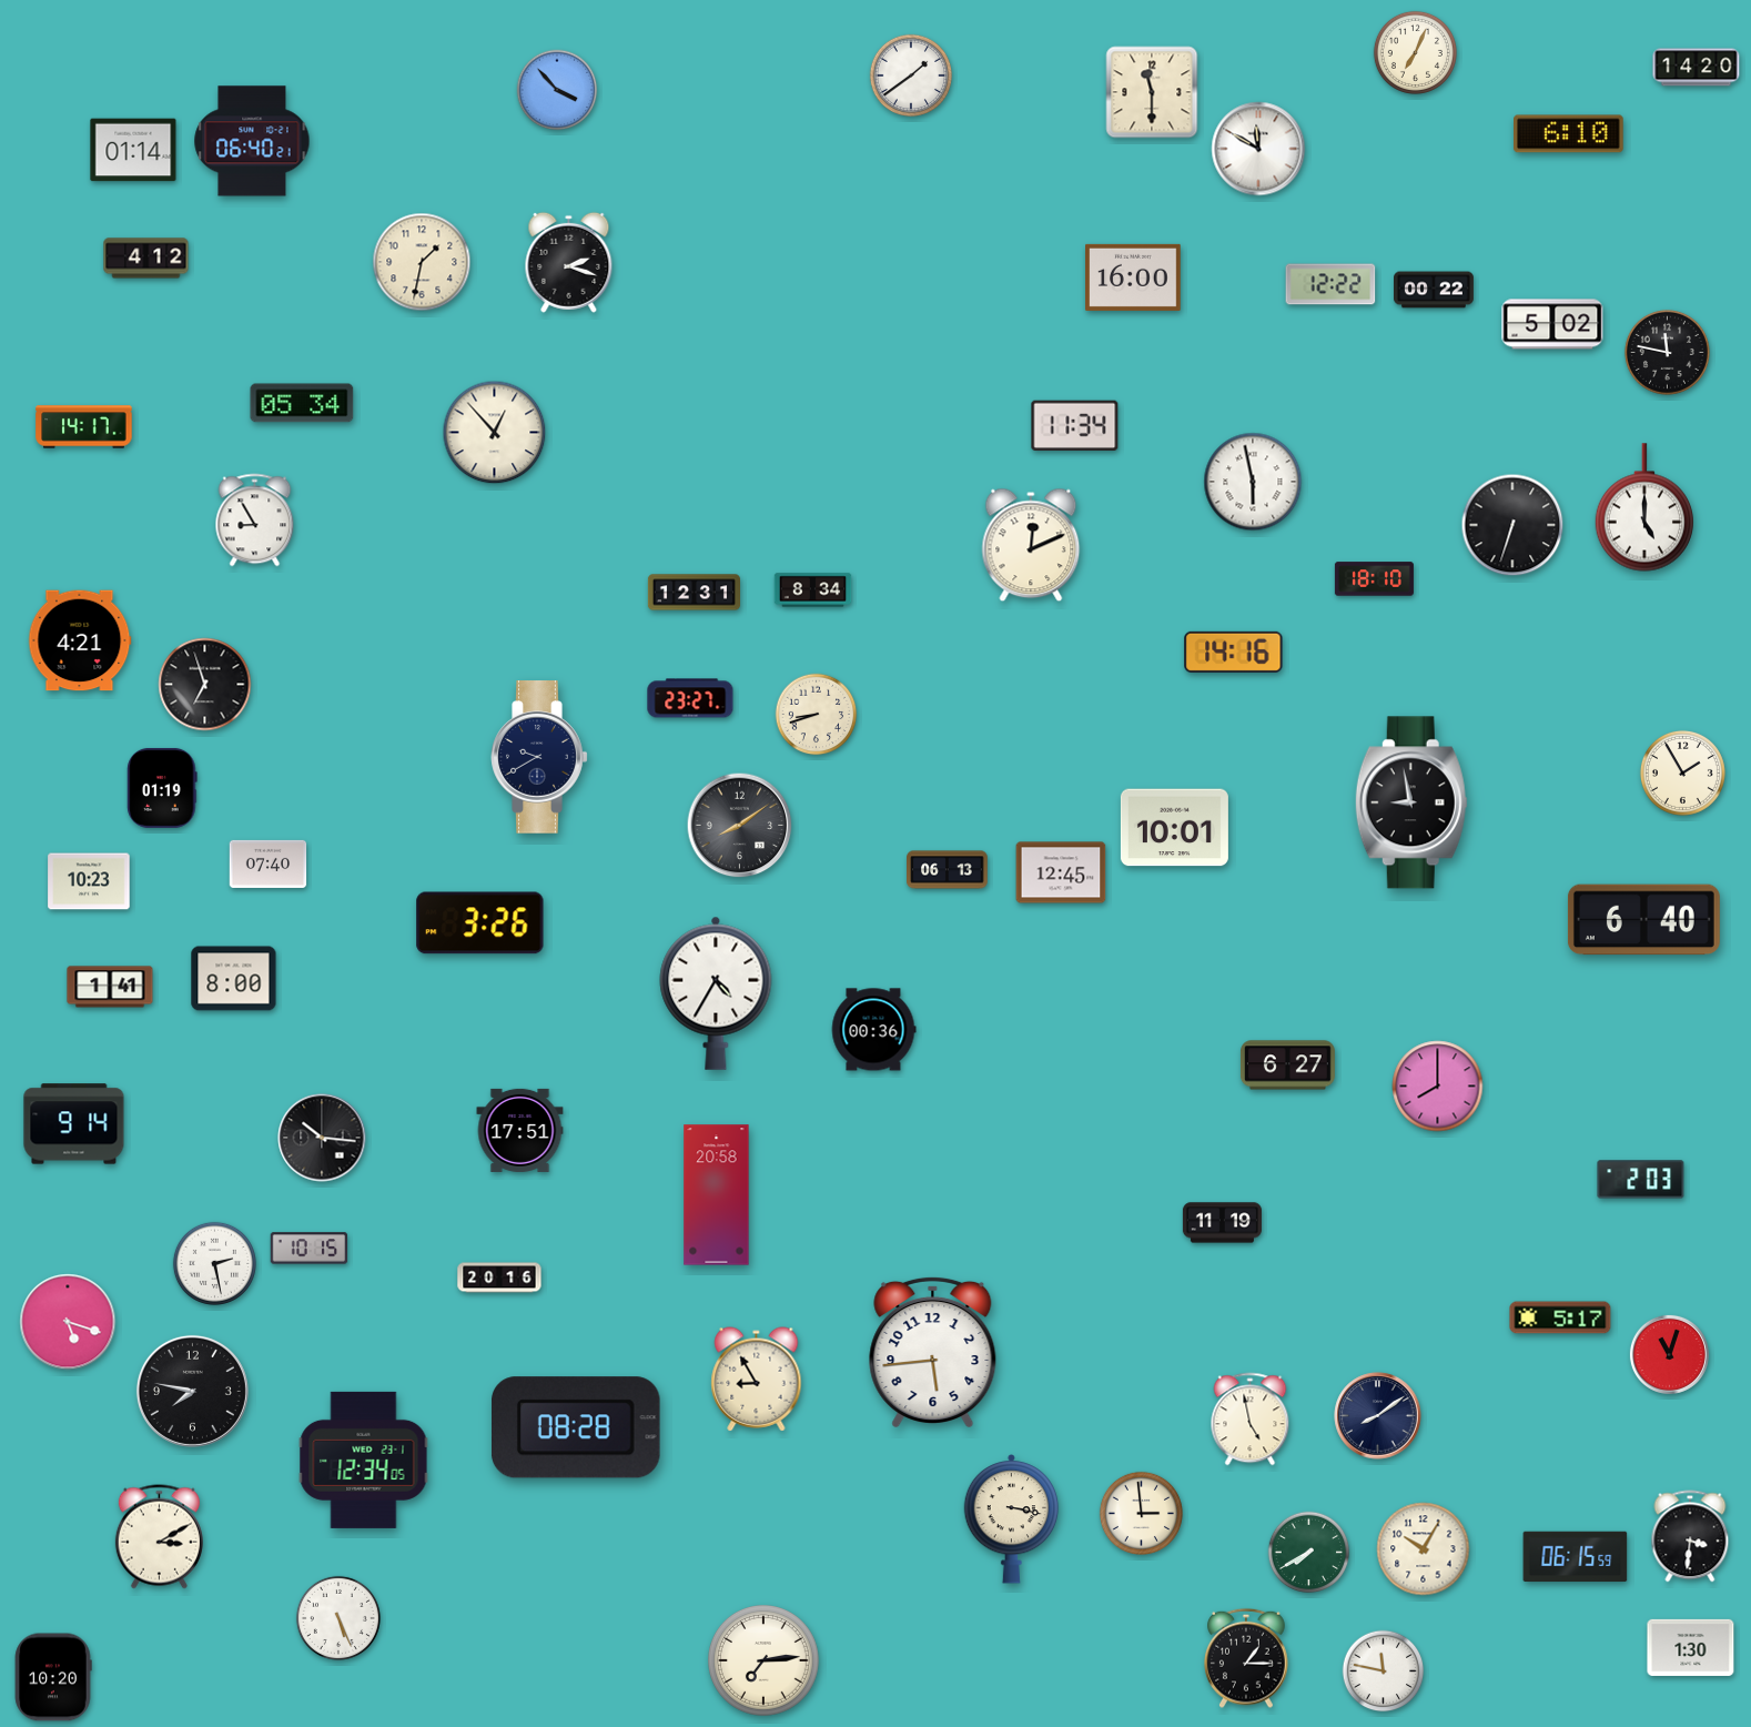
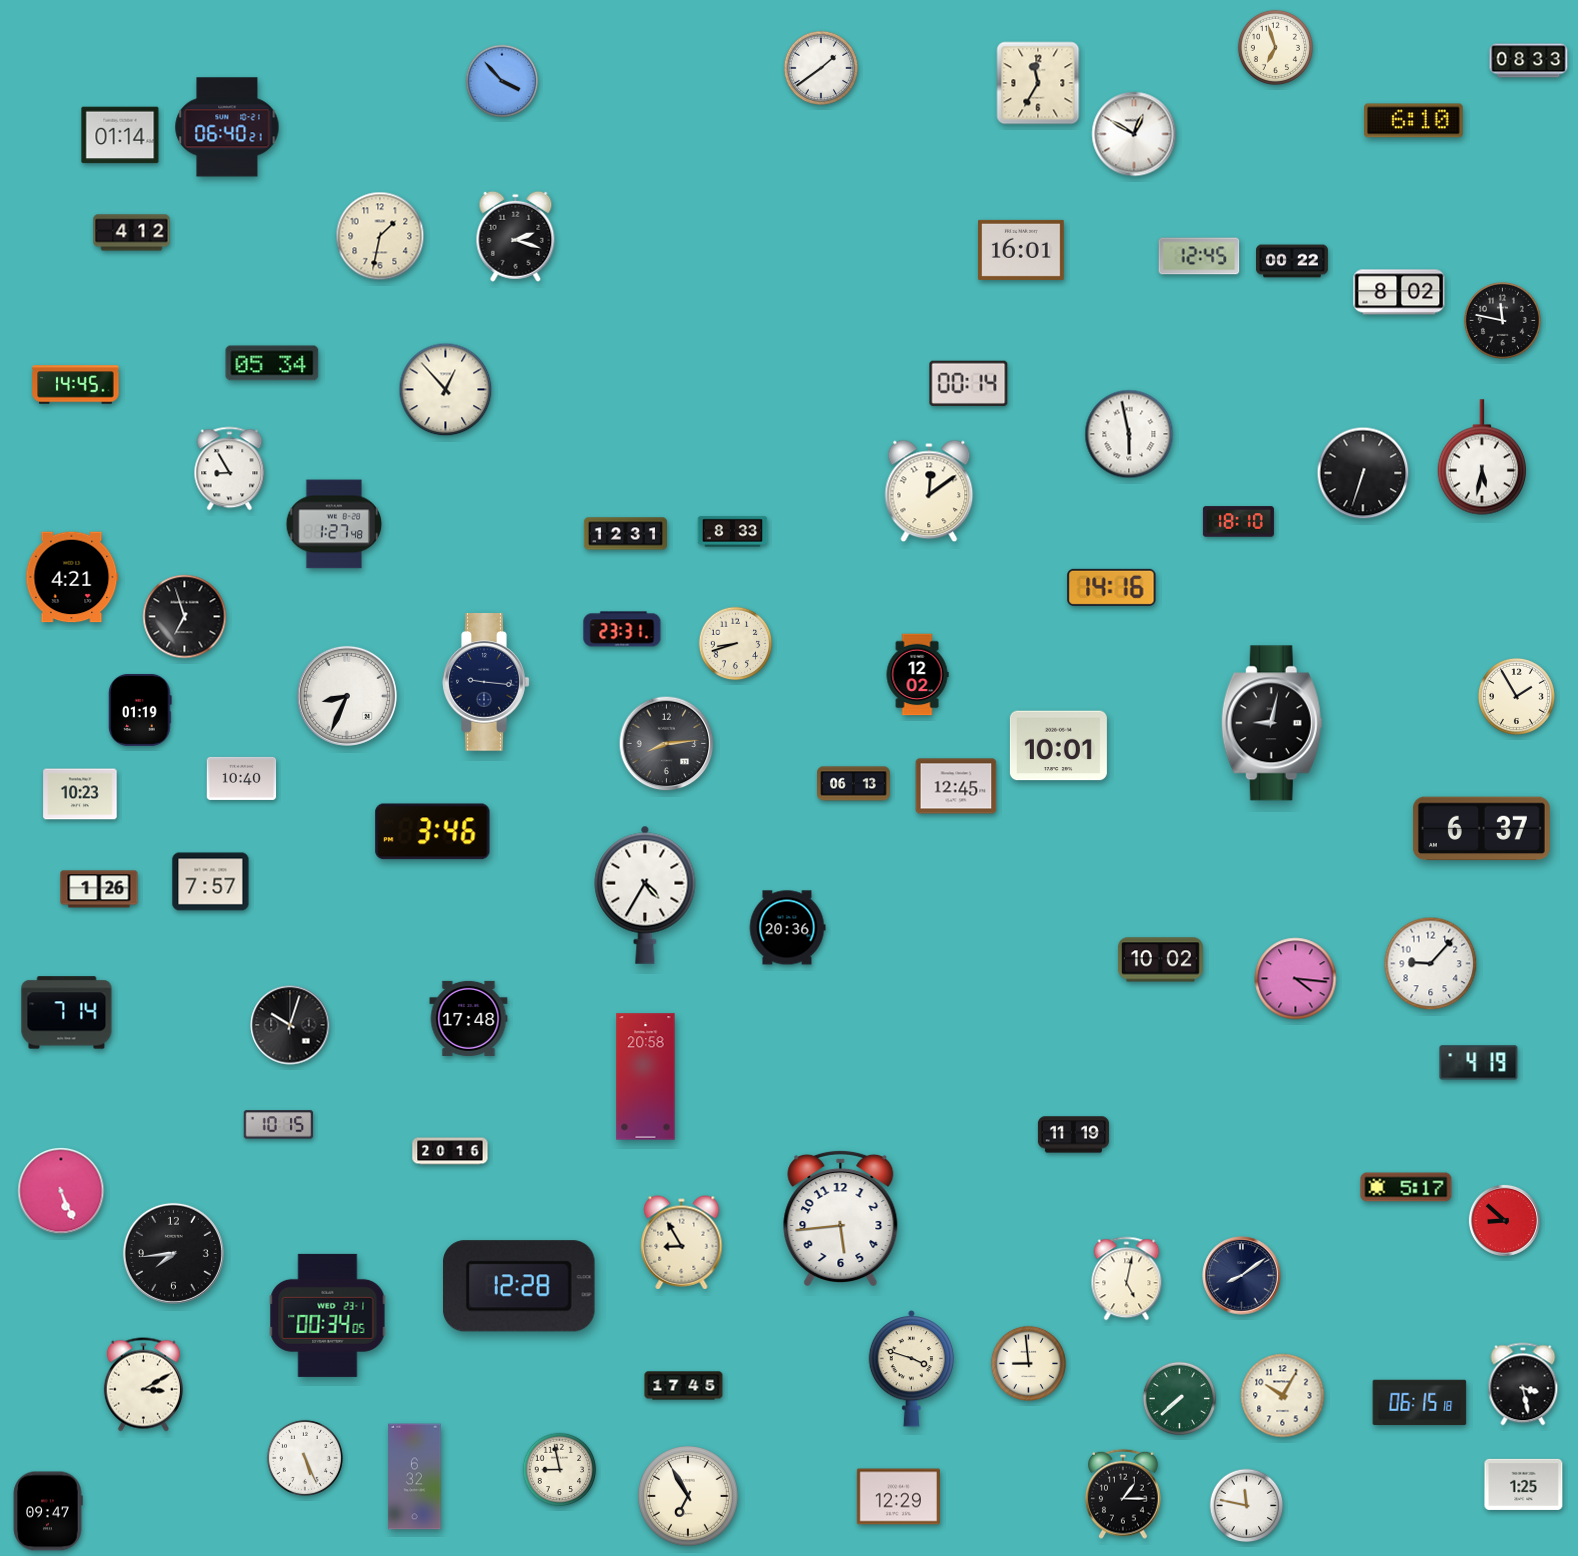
clock at (1415, 52): 7:04 -> 6:57
clock at (1697, 68): 14:20 -> 08:33
clock at (1152, 92): 11:30 -> 11:35
clock at (1258, 149): 11:50 -> 12:50
clock at (569, 262) position: (569, 262) -> (516, 236)
clock at (1133, 277): 16:00 -> 16:01
clock at (1330, 284): 12:22 -> 12:45
clock at (1552, 324): 5:02 -> 8:02
clock at (1667, 352) position: (1667, 352) -> (1502, 320)
clock at (1075, 425): 11:34 -> 00:14
clock at (84, 427): 14:17 -> 14:45
clock at (1643, 507): 5:00 -> 5:32
clock at (1031, 545): 12:11 -> 12:09
clock at (334, 524): none -> 1:27
clock at (813, 590): 8:34 -> 8:33
clock at (690, 698): 23:27 -> 23:31
clock at (917, 675): none -> 12:02
clock at (539, 757): 9:40 -> 9:16
clock at (347, 696): none -> 8:34
clock at (162, 788) position: (162, 788) -> (140, 710)
clock at (1411, 802): 8:58 -> 9:02
clock at (740, 826): 8:09 -> 8:14
clock at (269, 863): 07:40 -> 10:40
clock at (1643, 920): 6:40 -> 6:37
clock at (480, 923): 3:26 -> 3:46
clock at (234, 979): 8:00 -> 7:57
clock at (110, 987): 1:41 -> 1:26
clock at (873, 1030): 00:36 -> 20:36
clock at (1287, 1066): 6:27 -> 10:02
clock at (1431, 964): none -> 9:07
clock at (1438, 1087): 8:00 -> 4:16
clock at (74, 1124): 9:14 -> 7:14
clock at (520, 1130): 17:51 -> 17:48
clock at (322, 1138): 10:16 -> 10:03
clock at (1641, 1180): 2:03 -> 4:19
clock at (1222, 1223) position: (1222, 1223) -> (1073, 1135)
clock at (214, 1263): 2:28 -> none
clock at (68, 1322): 5:18 -> 5:26
clock at (1669, 1354): 11:03 -> 8:52
clock at (192, 1391): 7:47 -> 7:44
clock at (1251, 1420): 4:58 -> 5:02
clock at (576, 1427): 08:28 -> 12:28
clock at (364, 1460): 12:34 -> 00:34
clock at (1141, 1513): 2:59 -> 8:59
clock at (1012, 1518): 3:17 -> 3:48
clock at (1690, 1536): 3:31 -> 3:28
clock at (684, 1386): none -> 17:45
clock at (1309, 1553): 7:40 -> 7:38
clock at (1576, 1557): 06:15:59 -> 06:15:18
clock at (560, 1470): none -> 8:58
clock at (415, 1477): none -> 6:32
clock at (1691, 1647): 1:30 -> 1:25
clock at (765, 1662): 7:14 -> 6:55
clock at (898, 1497): none -> 12:29
clock at (53, 1677): 10:20 -> 09:47
